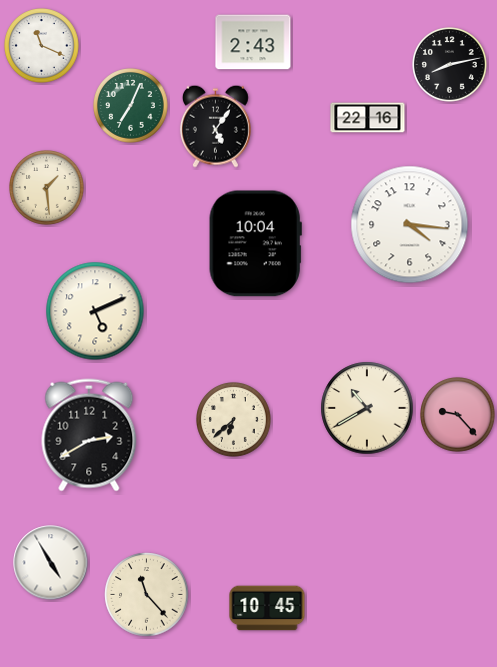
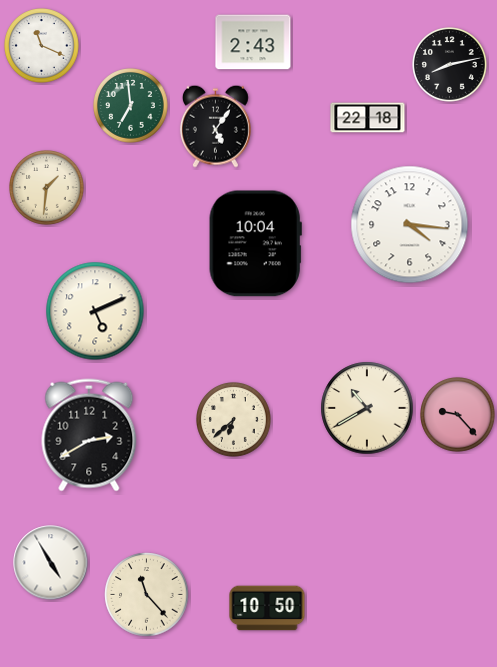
clock at (131, 106): 7:04 -> 6:59
clock at (368, 118): 22:16 -> 22:18
clock at (47, 188): 1:29 -> 1:31
clock at (267, 608): 10:45 -> 10:50
